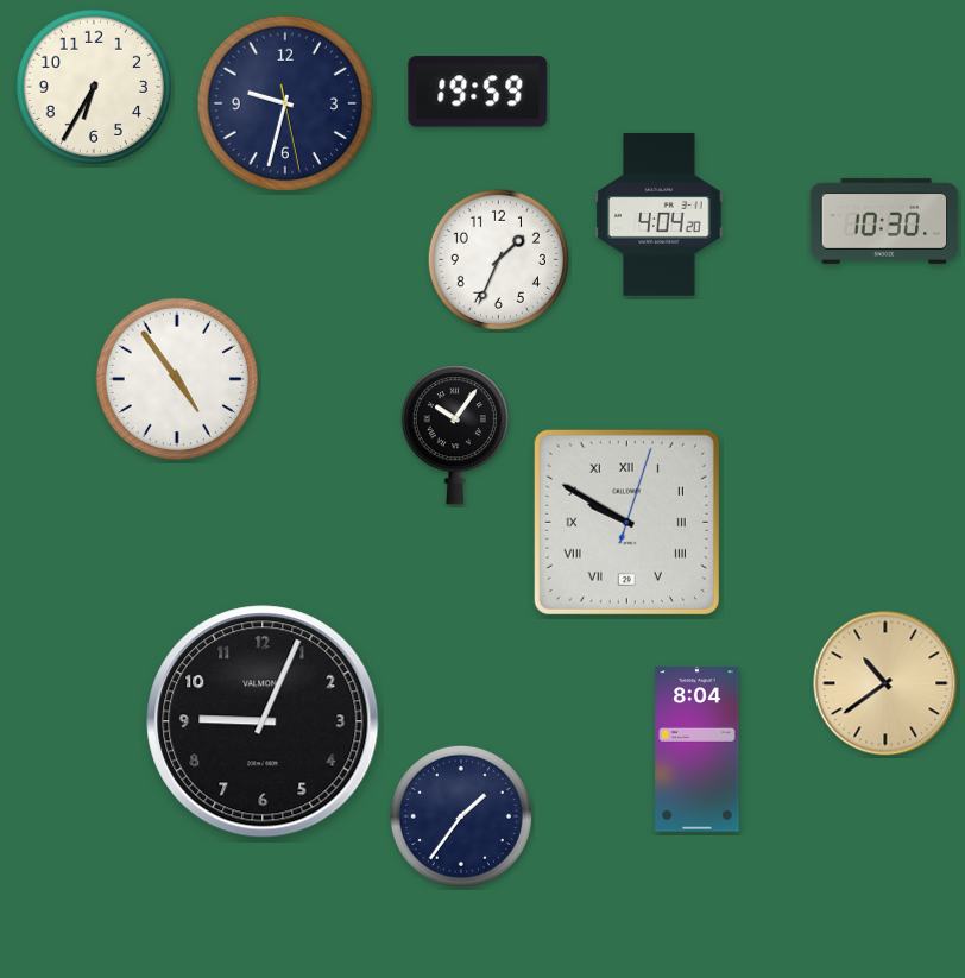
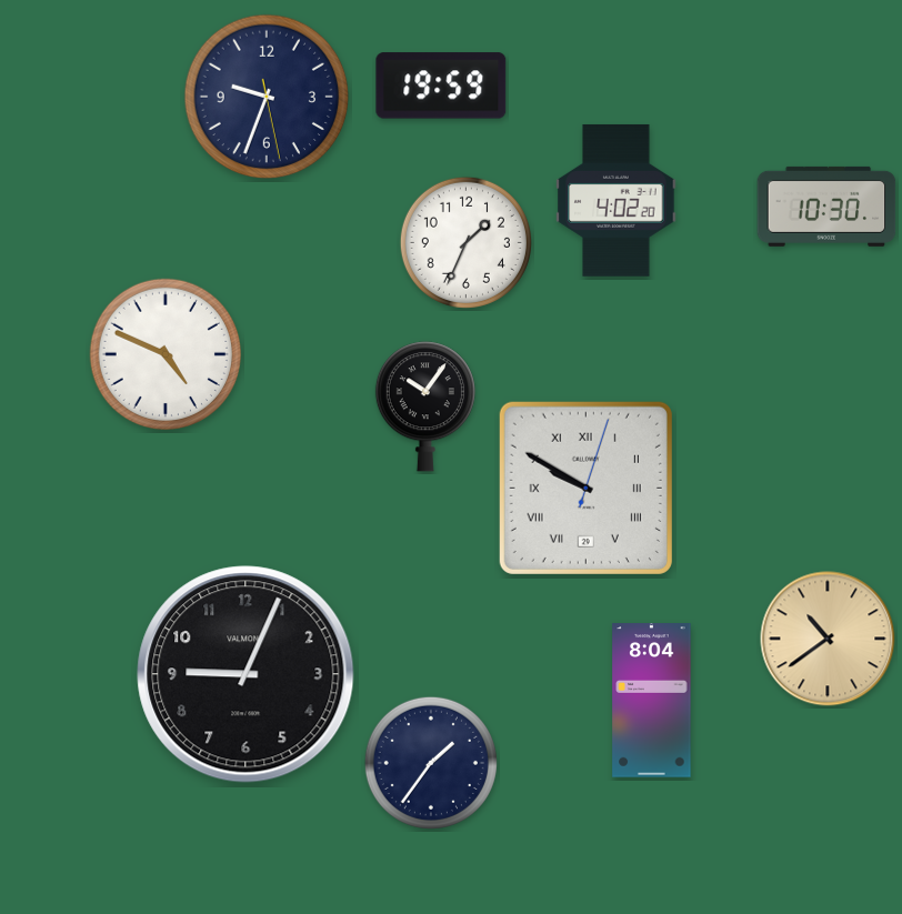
clock at (94, 87): 6:35 -> none
clock at (478, 92) position: (478, 92) -> (441, 86)
clock at (285, 103): 9:32 -> 9:33
clock at (660, 214): 4:04 -> 4:02
clock at (176, 378): 4:54 -> 4:49
